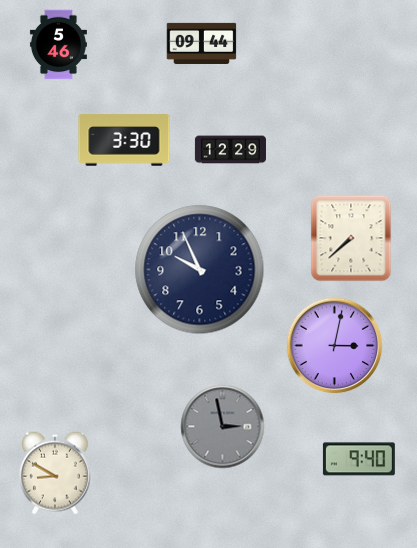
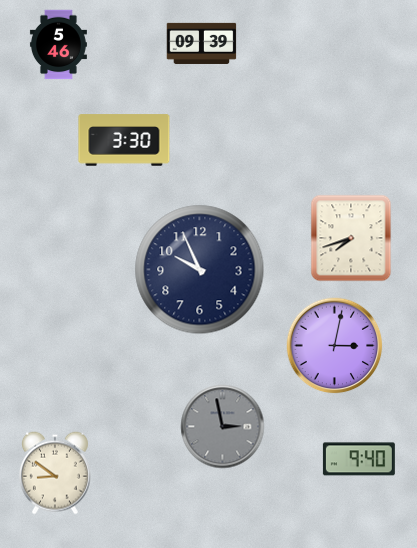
clock at (202, 43): 09:44 -> 09:39
clock at (230, 150): 12:29 -> none
clock at (351, 238): 7:38 -> 7:42
clock at (55, 473): 8:50 -> 8:51
